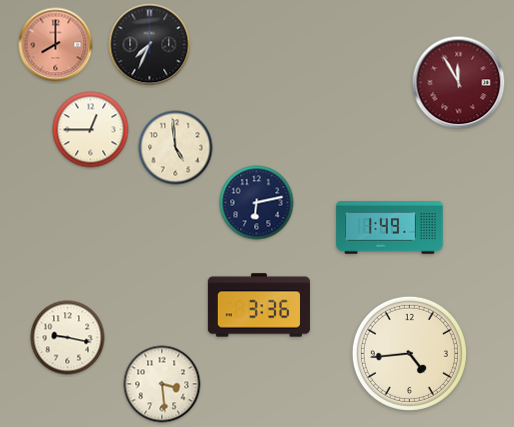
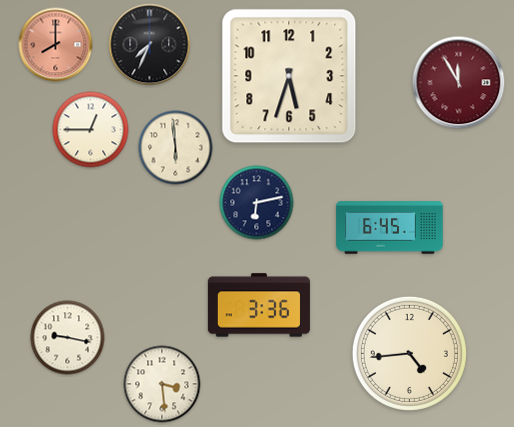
clock at (289, 76): none -> 5:33
clock at (176, 148): 4:59 -> 5:59
clock at (390, 228): 1:49 -> 6:45
